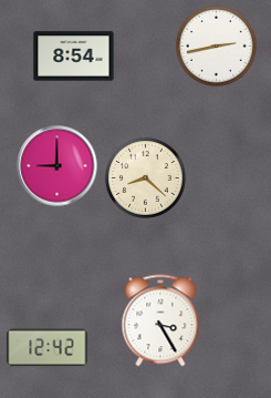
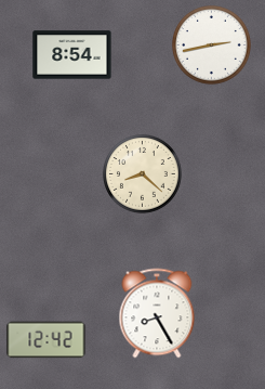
clock at (58, 166): 9:00 -> none
clock at (160, 320): 3:25 -> 8:25
